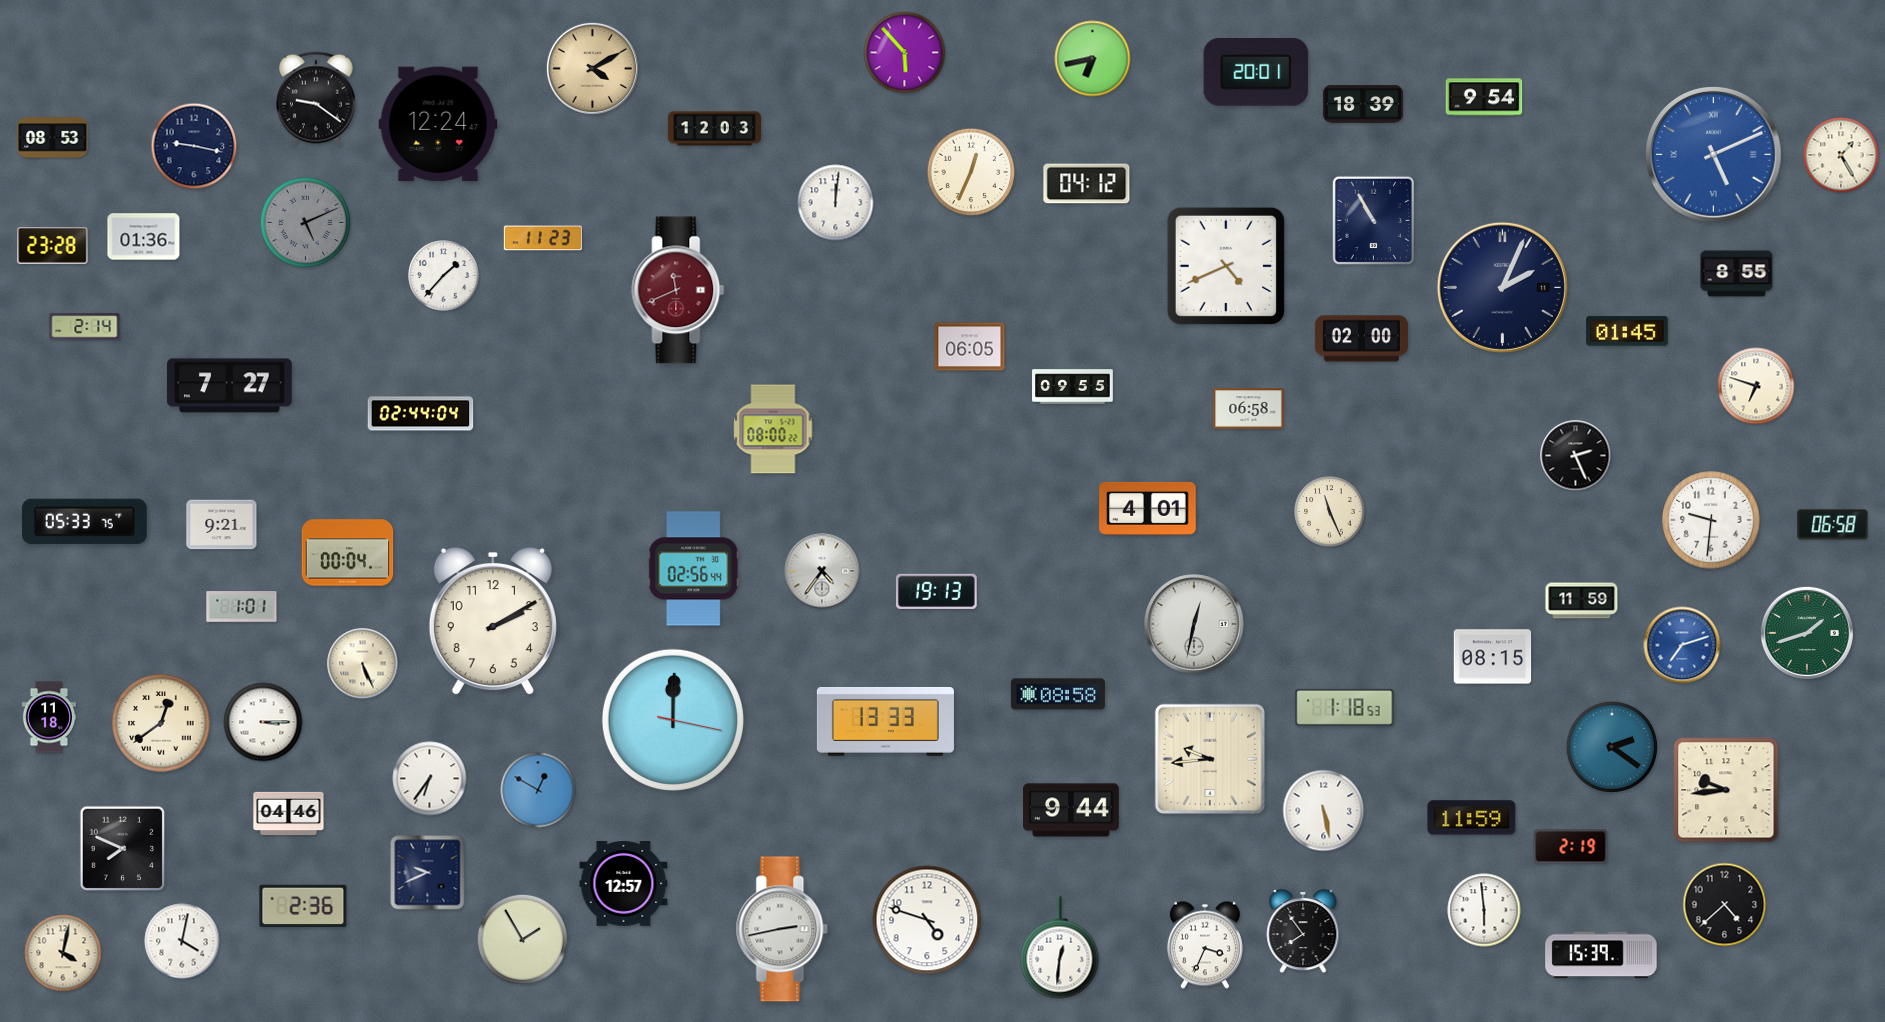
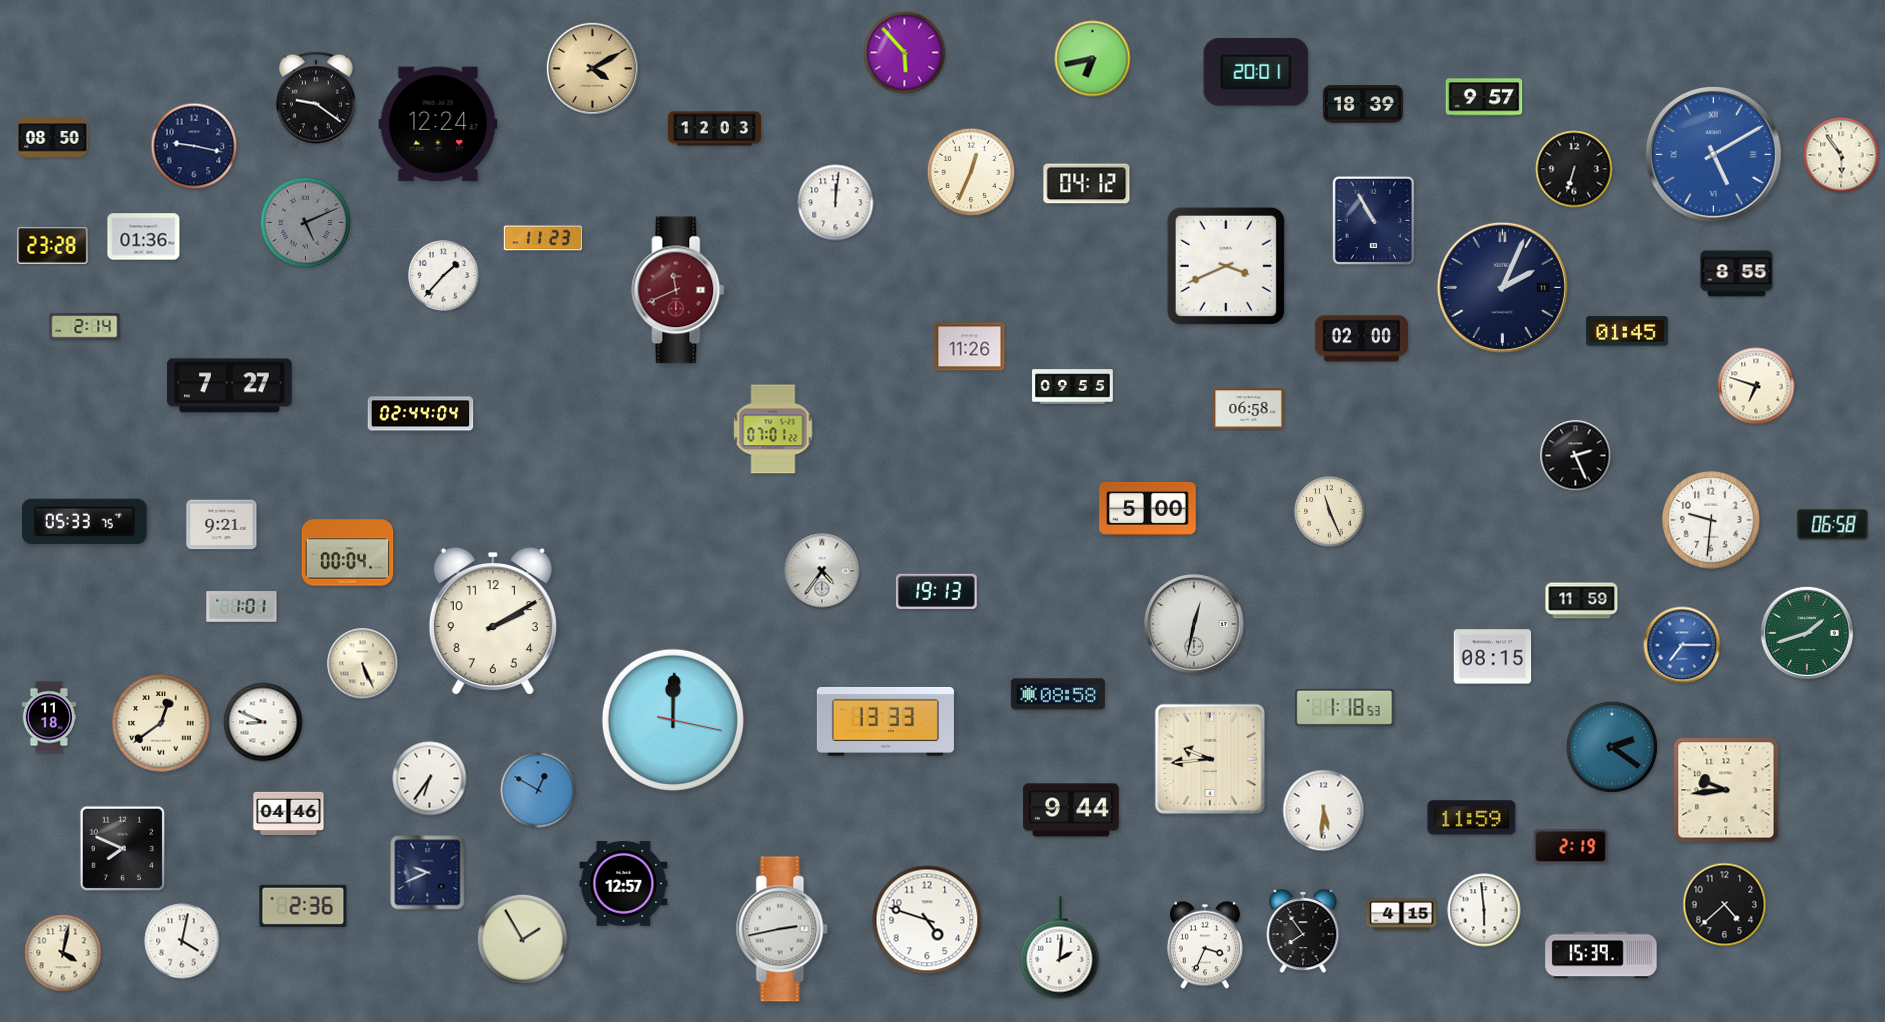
clock at (1484, 97): 9:54 -> 9:57
clock at (53, 138): 08:53 -> 08:50
clock at (1714, 155): 5:11 -> 5:10
clock at (1841, 155): 1:25 -> 5:54
clock at (1574, 169): none -> 6:33
clock at (1226, 266): 4:41 -> 3:41
clock at (970, 347): 06:05 -> 11:26
clock at (773, 429): 08:00 -> 07:01
clock at (1148, 508): 4:01 -> 5:00
clock at (694, 569): 02:56 -> none
clock at (1682, 645): 7:12 -> 7:15
clock at (263, 722): 3:15 -> 8:49
clock at (1324, 811): 5:28 -> 5:31
clock at (1402, 915): none -> 4:15
clock at (1060, 948): 12:31 -> 2:01
